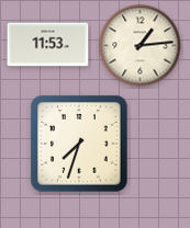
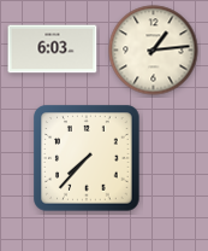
clock at (48, 45): 11:53 -> 6:03
clock at (79, 144): 7:33 -> 7:37
